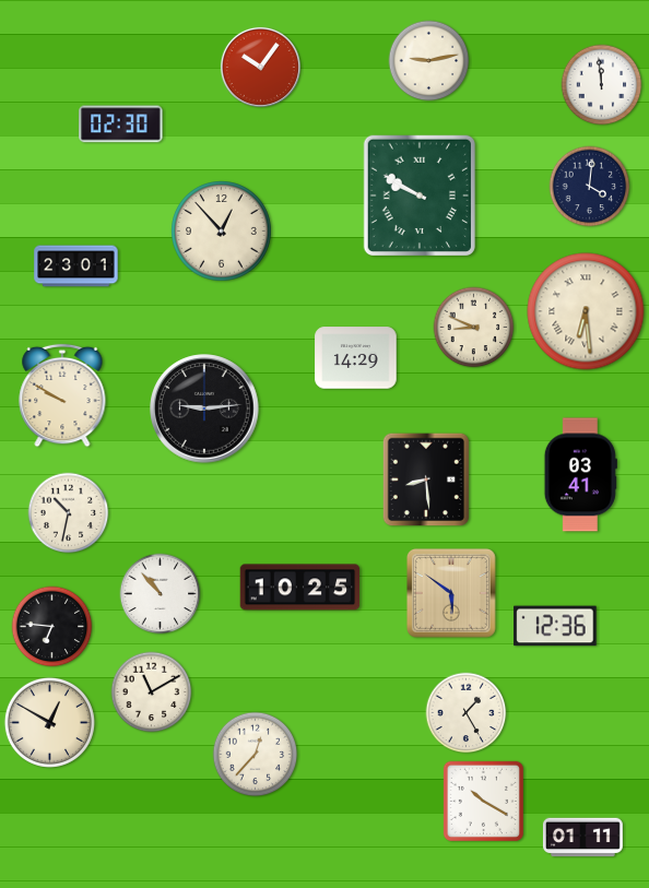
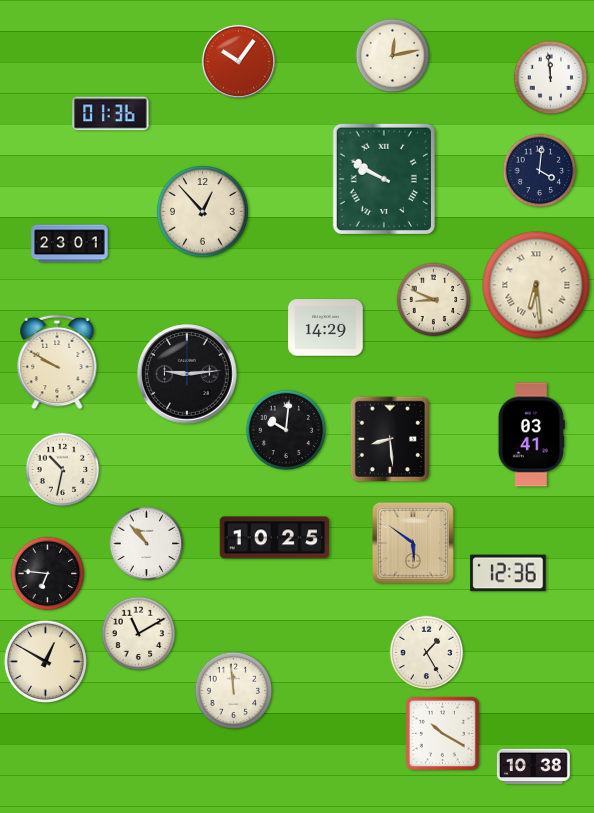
clock at (429, 61): 9:13 -> 12:13
clock at (121, 125): 02:30 -> 01:36
clock at (285, 429): none -> 10:01
clock at (256, 755): 12:37 -> 11:59
clock at (582, 838): 01:11 -> 10:38
